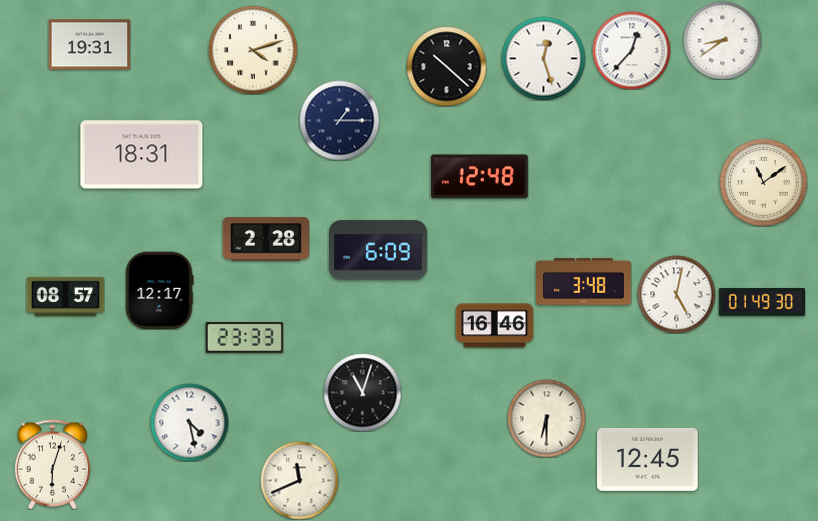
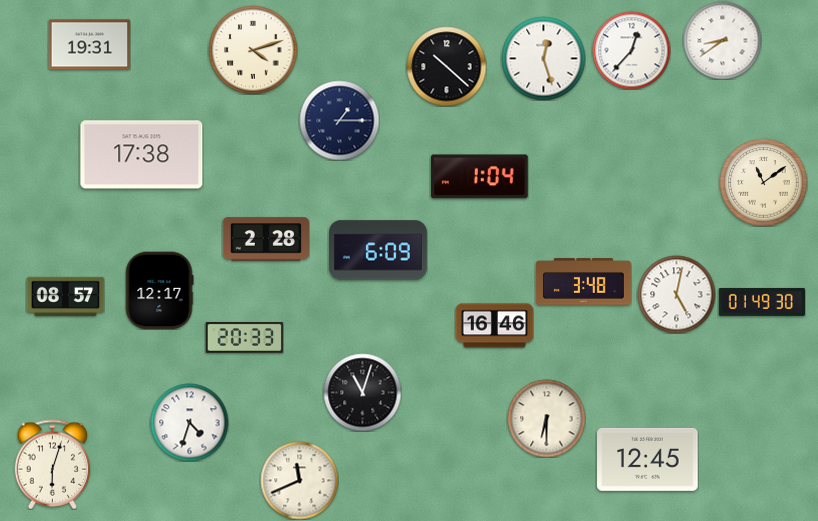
clock at (142, 155): 18:31 -> 17:38
clock at (479, 177): 12:48 -> 1:04
clock at (244, 338): 23:33 -> 20:33
clock at (189, 422): 4:28 -> 4:33
